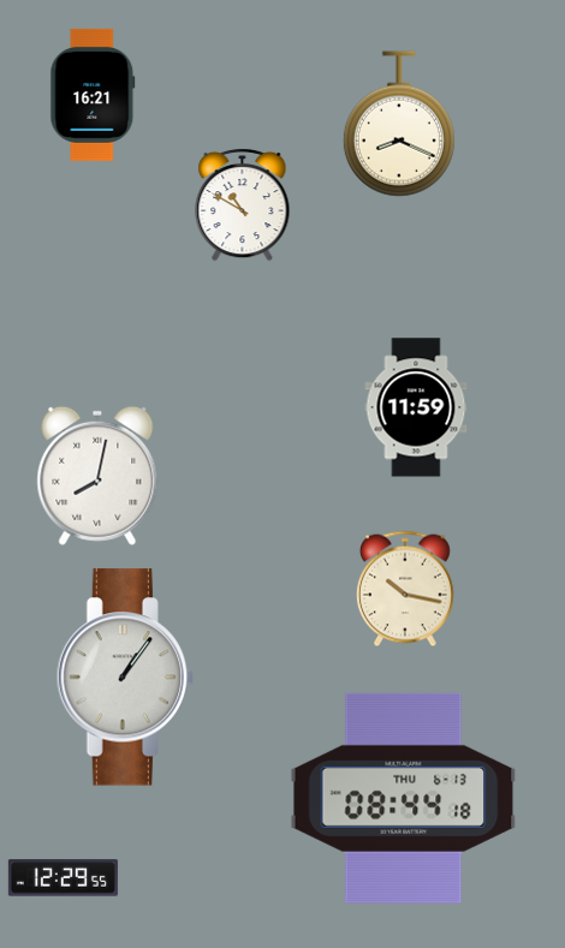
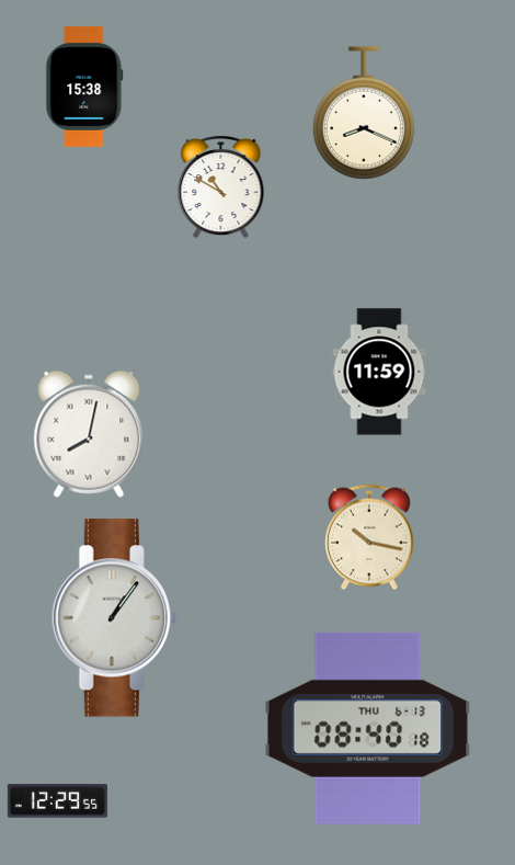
clock at (93, 95): 16:21 -> 15:38
clock at (404, 798): 08:44 -> 08:40
